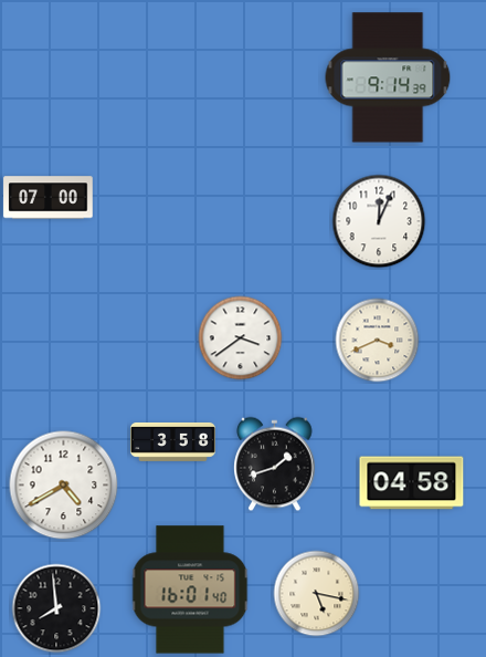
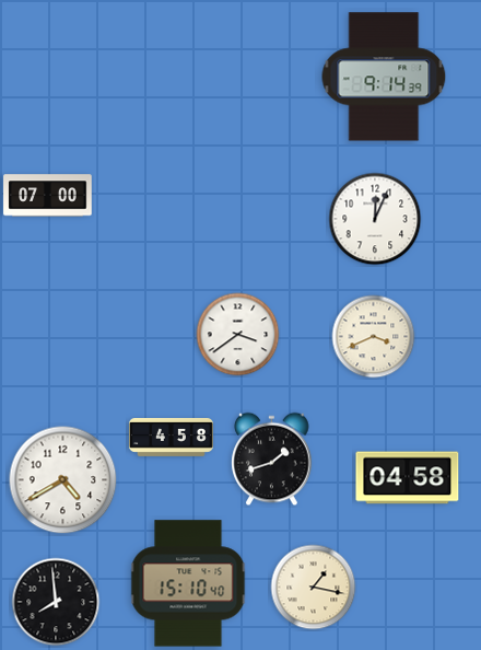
clock at (172, 441): 3:58 -> 4:58
clock at (190, 590): 16:01 -> 15:10
clock at (317, 594): 5:17 -> 1:17
